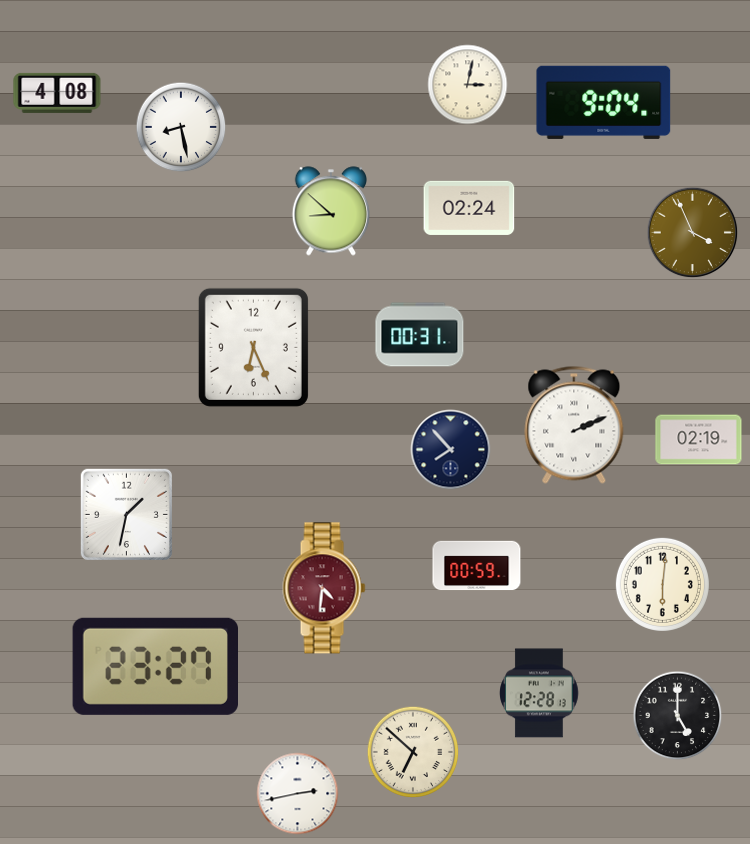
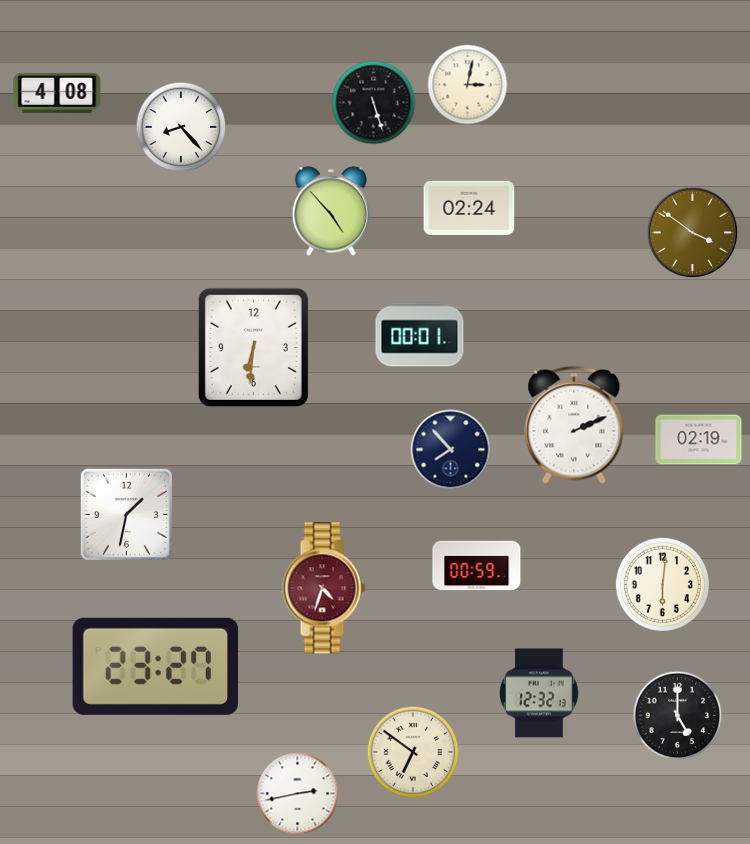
clock at (604, 102): 9:04 -> none
clock at (374, 103): none -> 5:27
clock at (181, 127): 8:28 -> 8:23
clock at (330, 211): 8:52 -> 4:53
clock at (693, 233): 3:56 -> 3:51
clock at (420, 335): 00:31 -> 00:01
clock at (253, 347): 6:26 -> 6:31
clock at (324, 588): 4:31 -> 4:33
clock at (539, 693): 12:28 -> 12:32
clock at (413, 752): 6:52 -> 6:51
